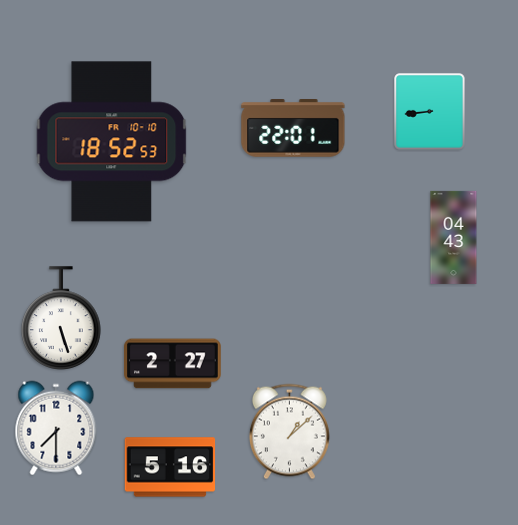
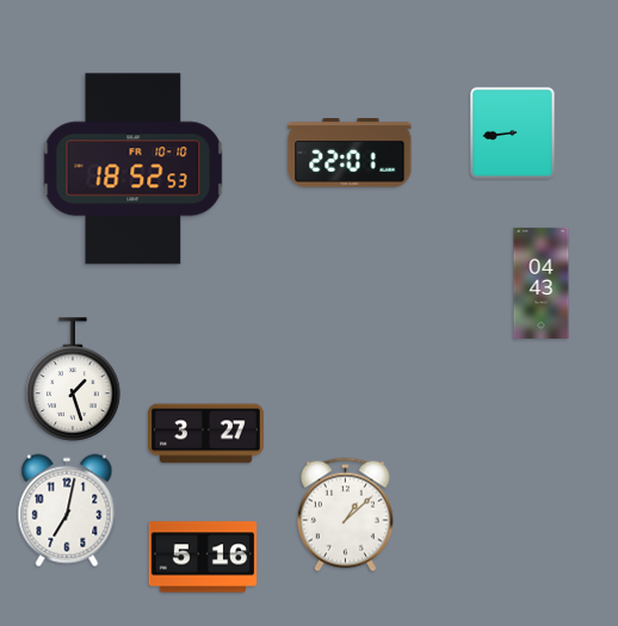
clock at (62, 318): 5:27 -> 1:27
clock at (173, 364): 2:27 -> 3:27
clock at (56, 428): 7:30 -> 7:02
